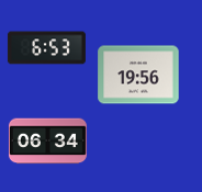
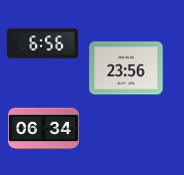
clock at (46, 48): 6:53 -> 6:56
clock at (138, 75): 19:56 -> 23:56
